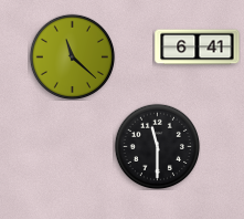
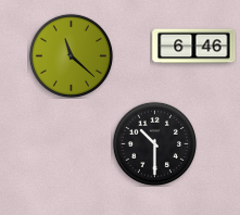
clock at (198, 48): 6:41 -> 6:46
clock at (157, 146): 11:30 -> 10:30
